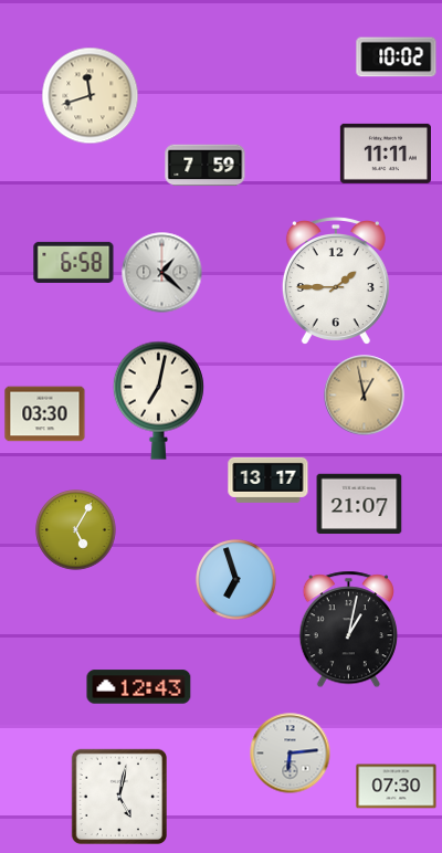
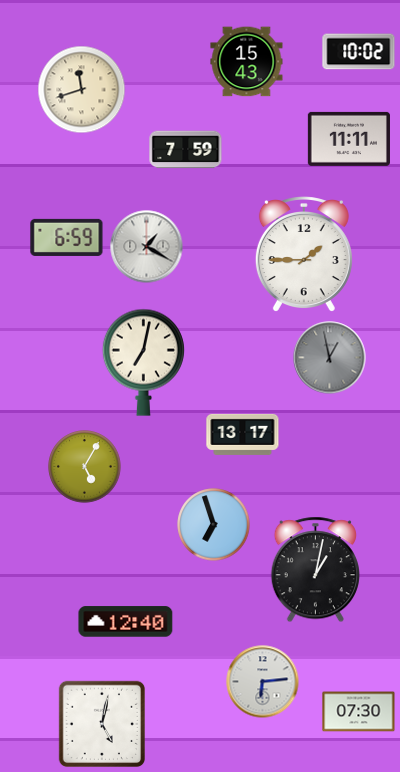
clock at (247, 62): none -> 15:43
clock at (91, 96) position: (91, 96) -> (82, 90)
clock at (74, 262): 6:58 -> 6:59
clock at (162, 273): 1:22 -> 1:20
clock at (365, 396) dial: champagne -> grey
clock at (45, 414): 03:30 -> none
clock at (359, 504): 21:07 -> none
clock at (76, 530) position: (76, 530) -> (85, 467)
clock at (139, 687): 12:43 -> 12:40
clock at (118, 796) position: (118, 796) -> (101, 723)
